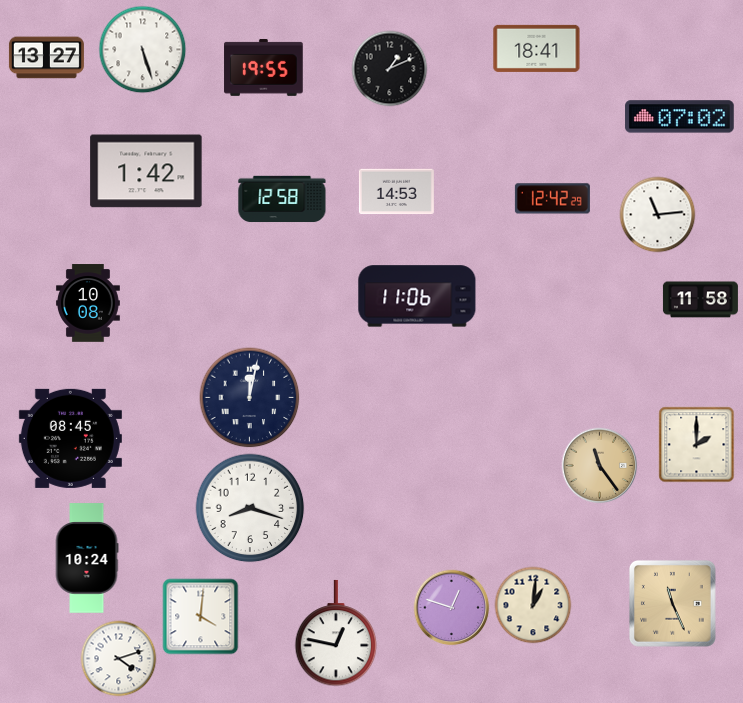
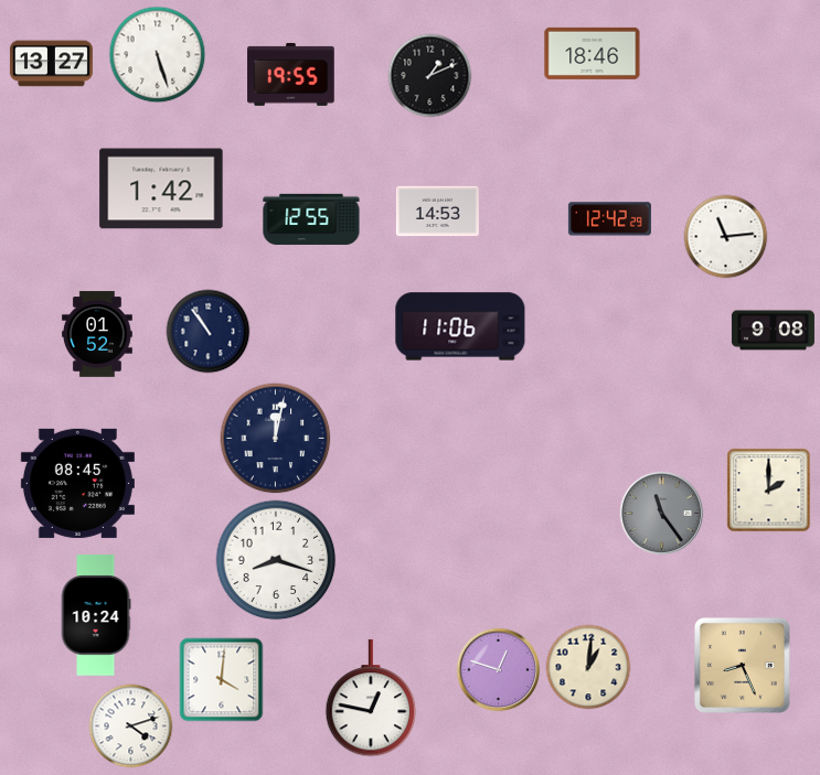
clock at (537, 48): 18:41 -> 18:46
clock at (680, 117): 07:02 -> none
clock at (282, 199): 12:58 -> 12:55
clock at (700, 300): 11:58 -> 9:08
clock at (209, 332): none -> 10:54
clock at (88, 303): 10:08 -> 01:52
clock at (600, 466) dial: champagne -> grey
clock at (672, 603): 11:26 -> 8:26
